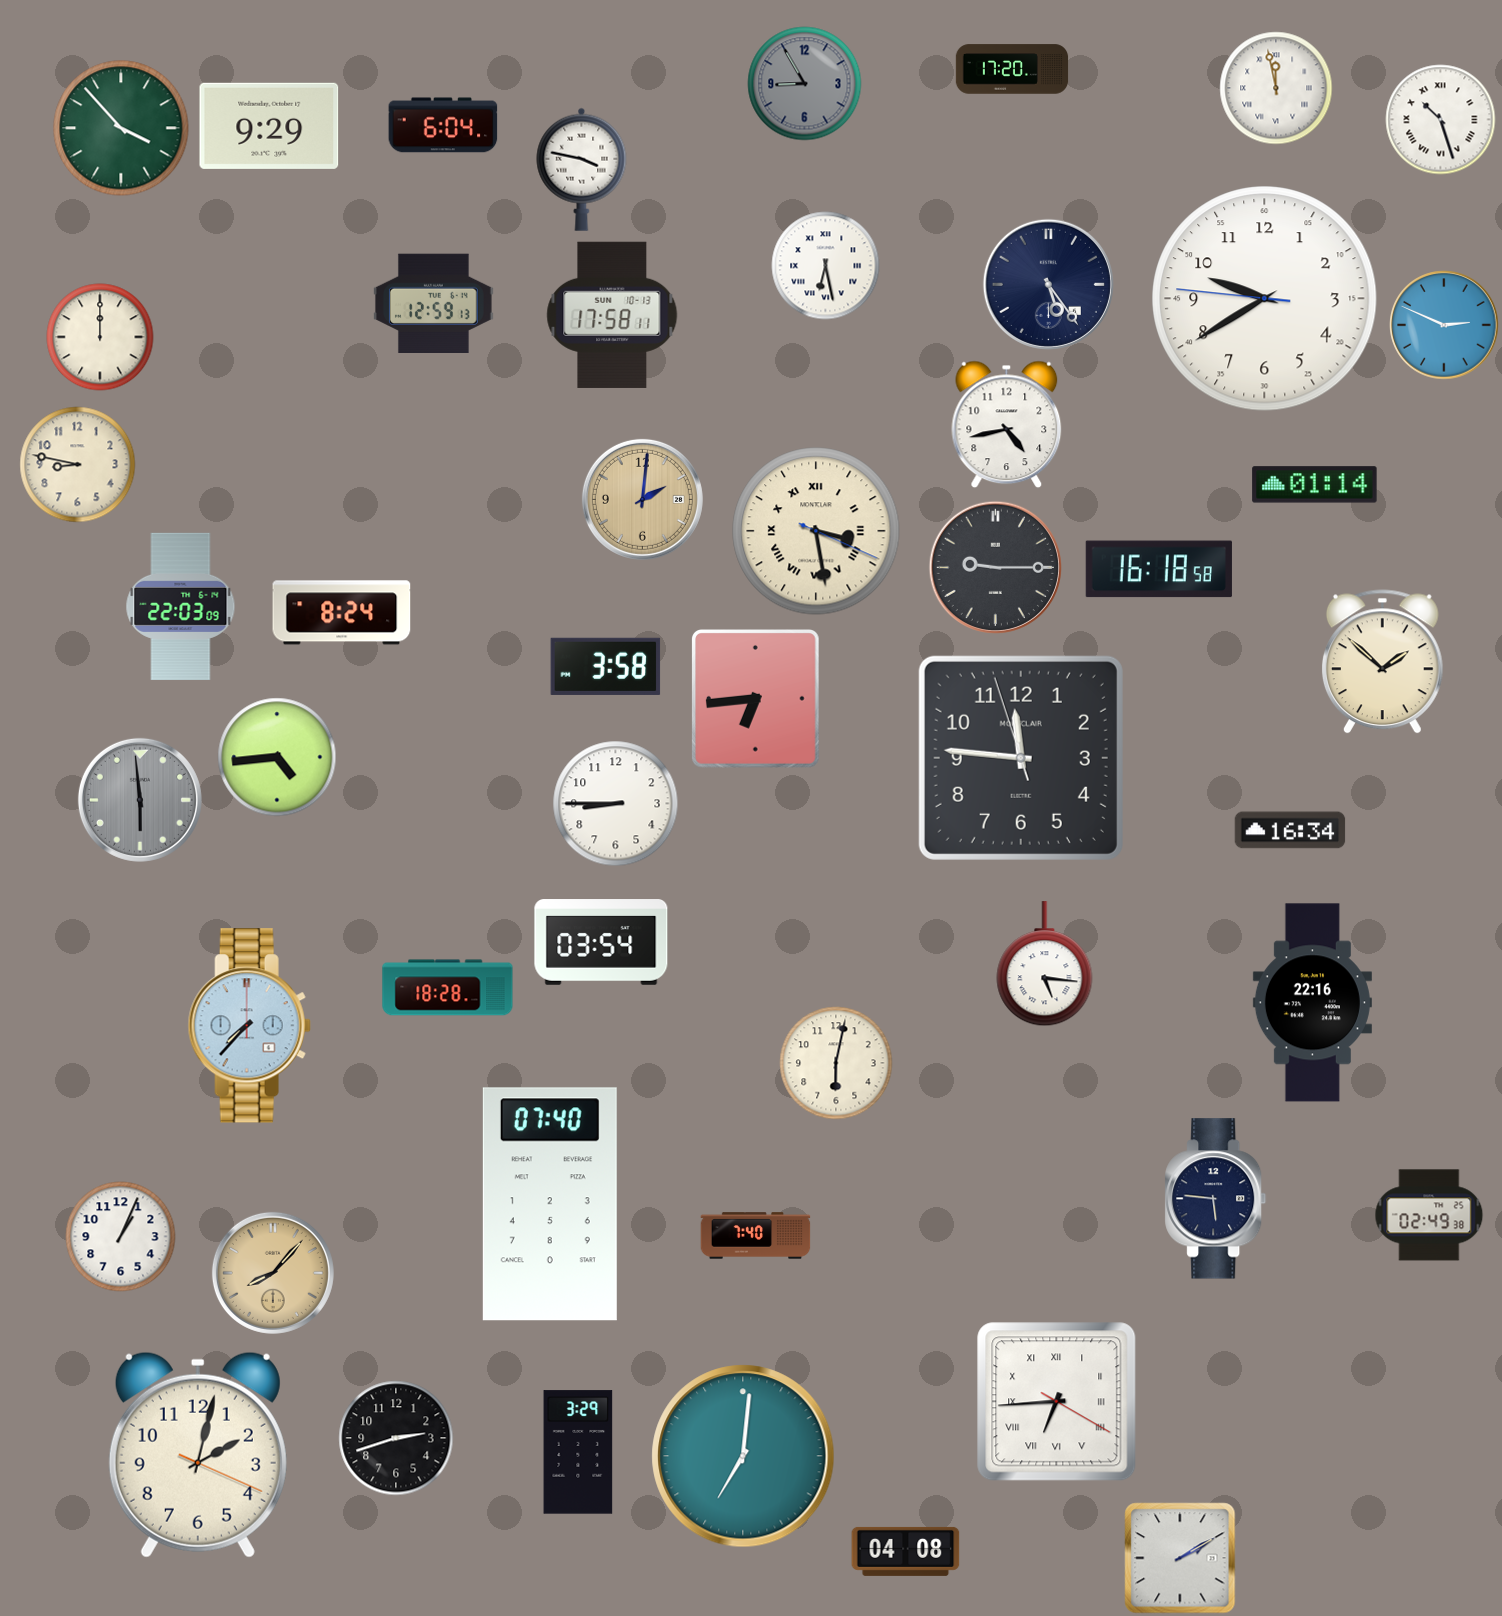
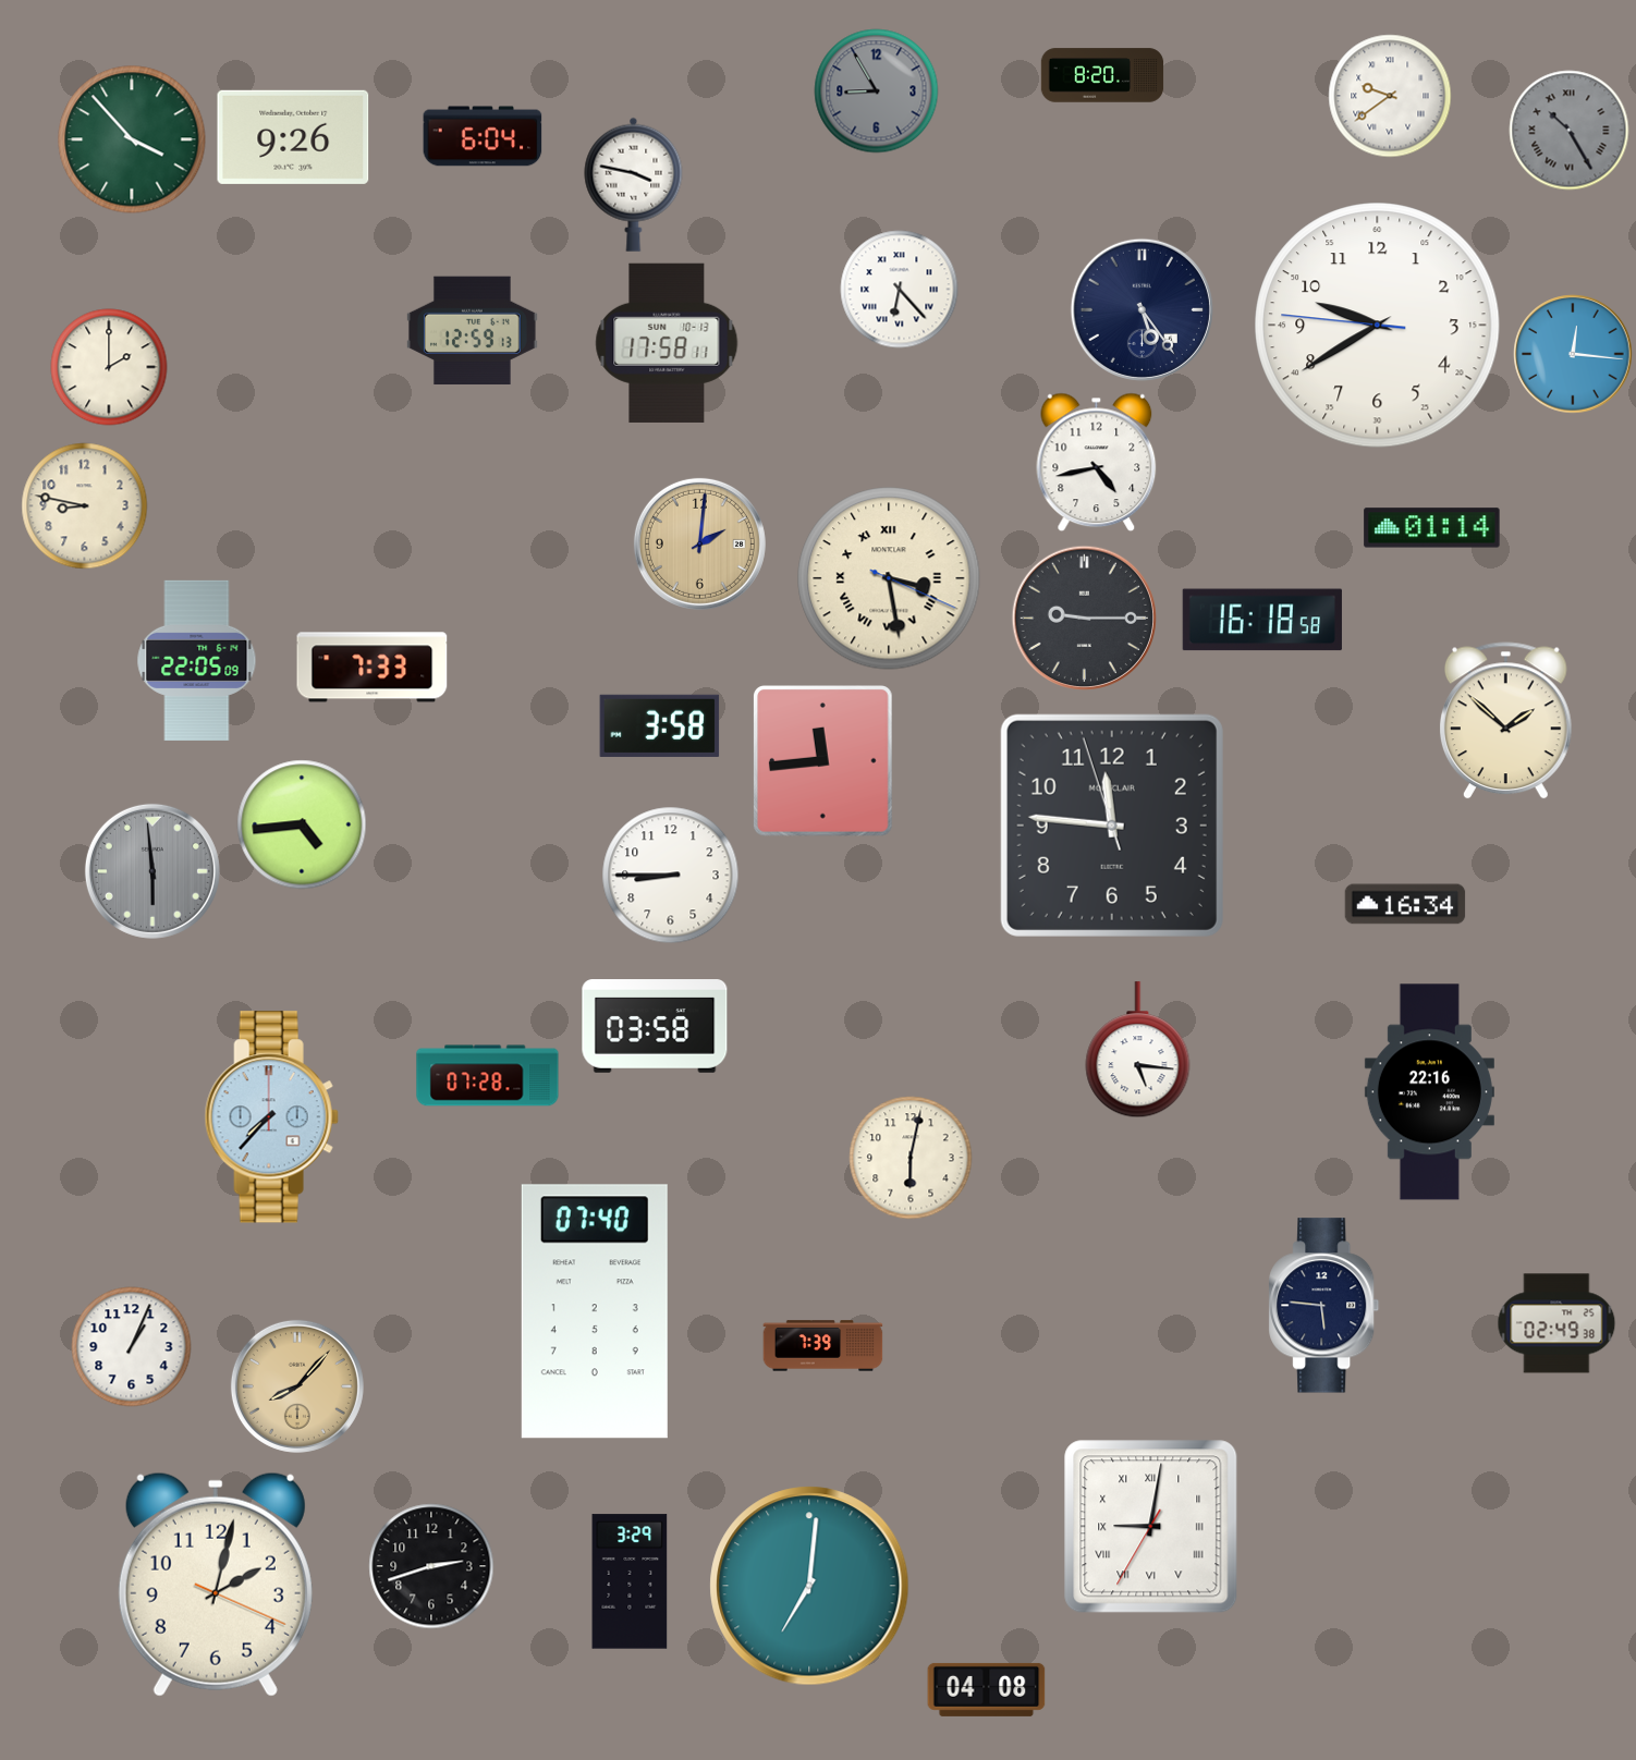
clock at (1012, 69): 17:20 -> 8:20
clock at (1276, 88): 11:58 -> 9:39
clock at (1441, 120): 10:27 -> 10:25
clock at (1441, 120) dial: white -> grey
clock at (269, 126): 9:29 -> 9:26
clock at (826, 266): 6:28 -> 6:23
clock at (1444, 325): 2:49 -> 12:16
clock at (100, 337): 12:00 -> 2:00
clock at (181, 606): 22:03 -> 22:05
clock at (342, 613): 8:24 -> 7:33
clock at (756, 699): 6:44 -> 11:44
clock at (601, 942): 03:54 -> 03:58
clock at (448, 988): 18:28 -> 07:28
clock at (550, 1204) position: (550, 1204) -> (595, 1311)
clock at (756, 1236): 7:40 -> 7:39
clock at (1057, 1402): 6:44 -> 9:01
clock at (1180, 1558): 2:10 -> none
